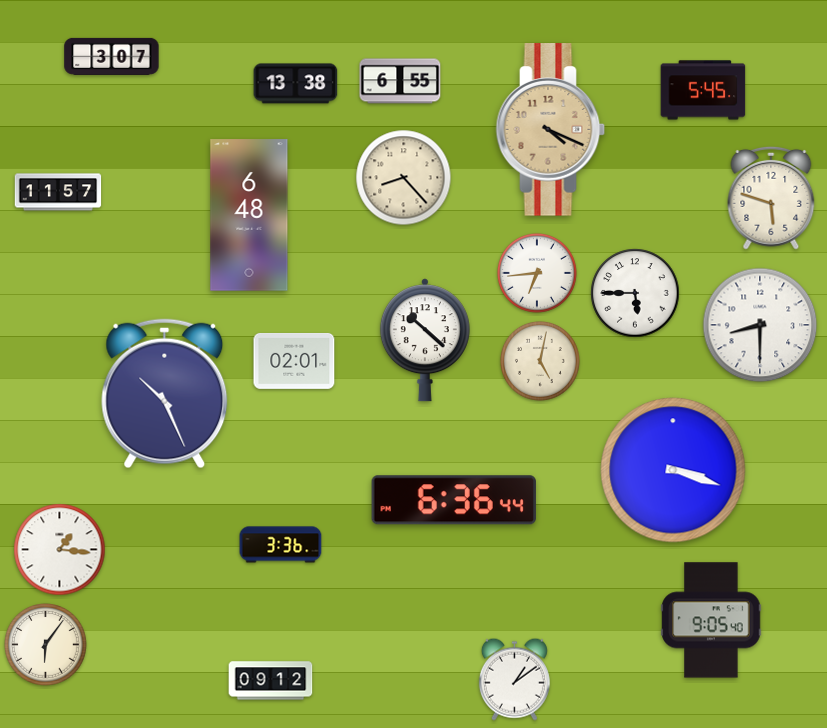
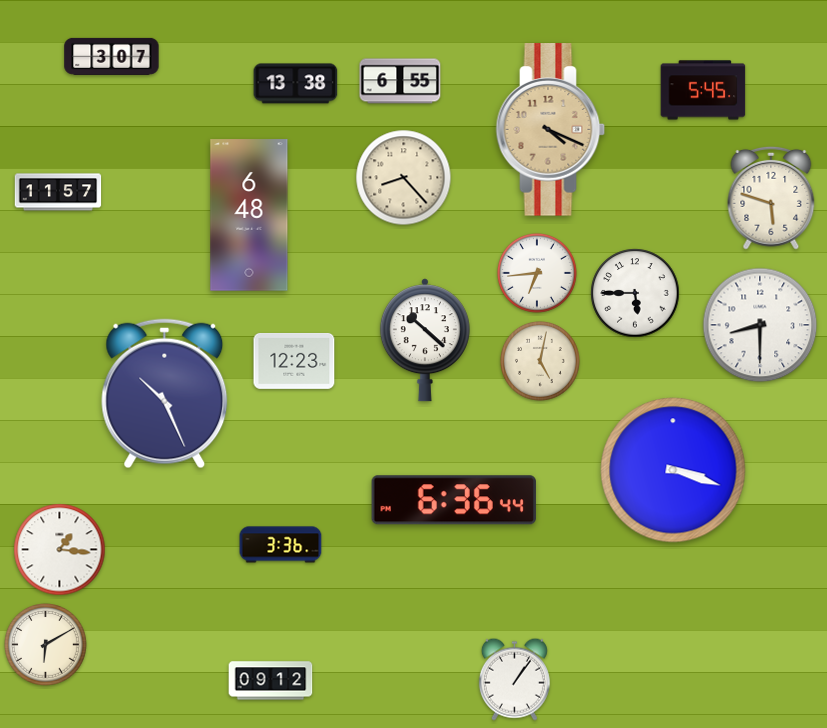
clock at (294, 361): 02:01 -> 12:23
clock at (711, 620): 9:05 -> none
clock at (46, 645): 6:06 -> 6:10
clock at (514, 679): 1:09 -> 1:06
